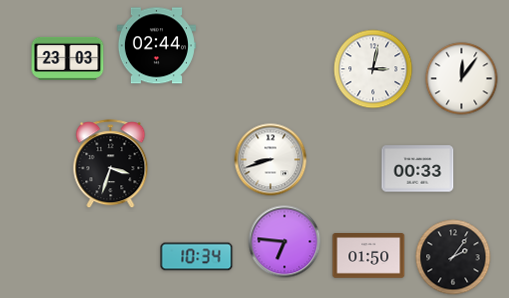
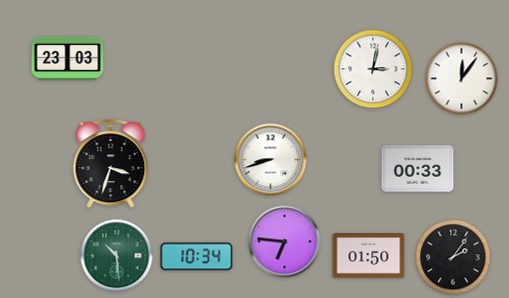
clock at (156, 46): 02:44 -> none
clock at (117, 256): none -> 10:29
